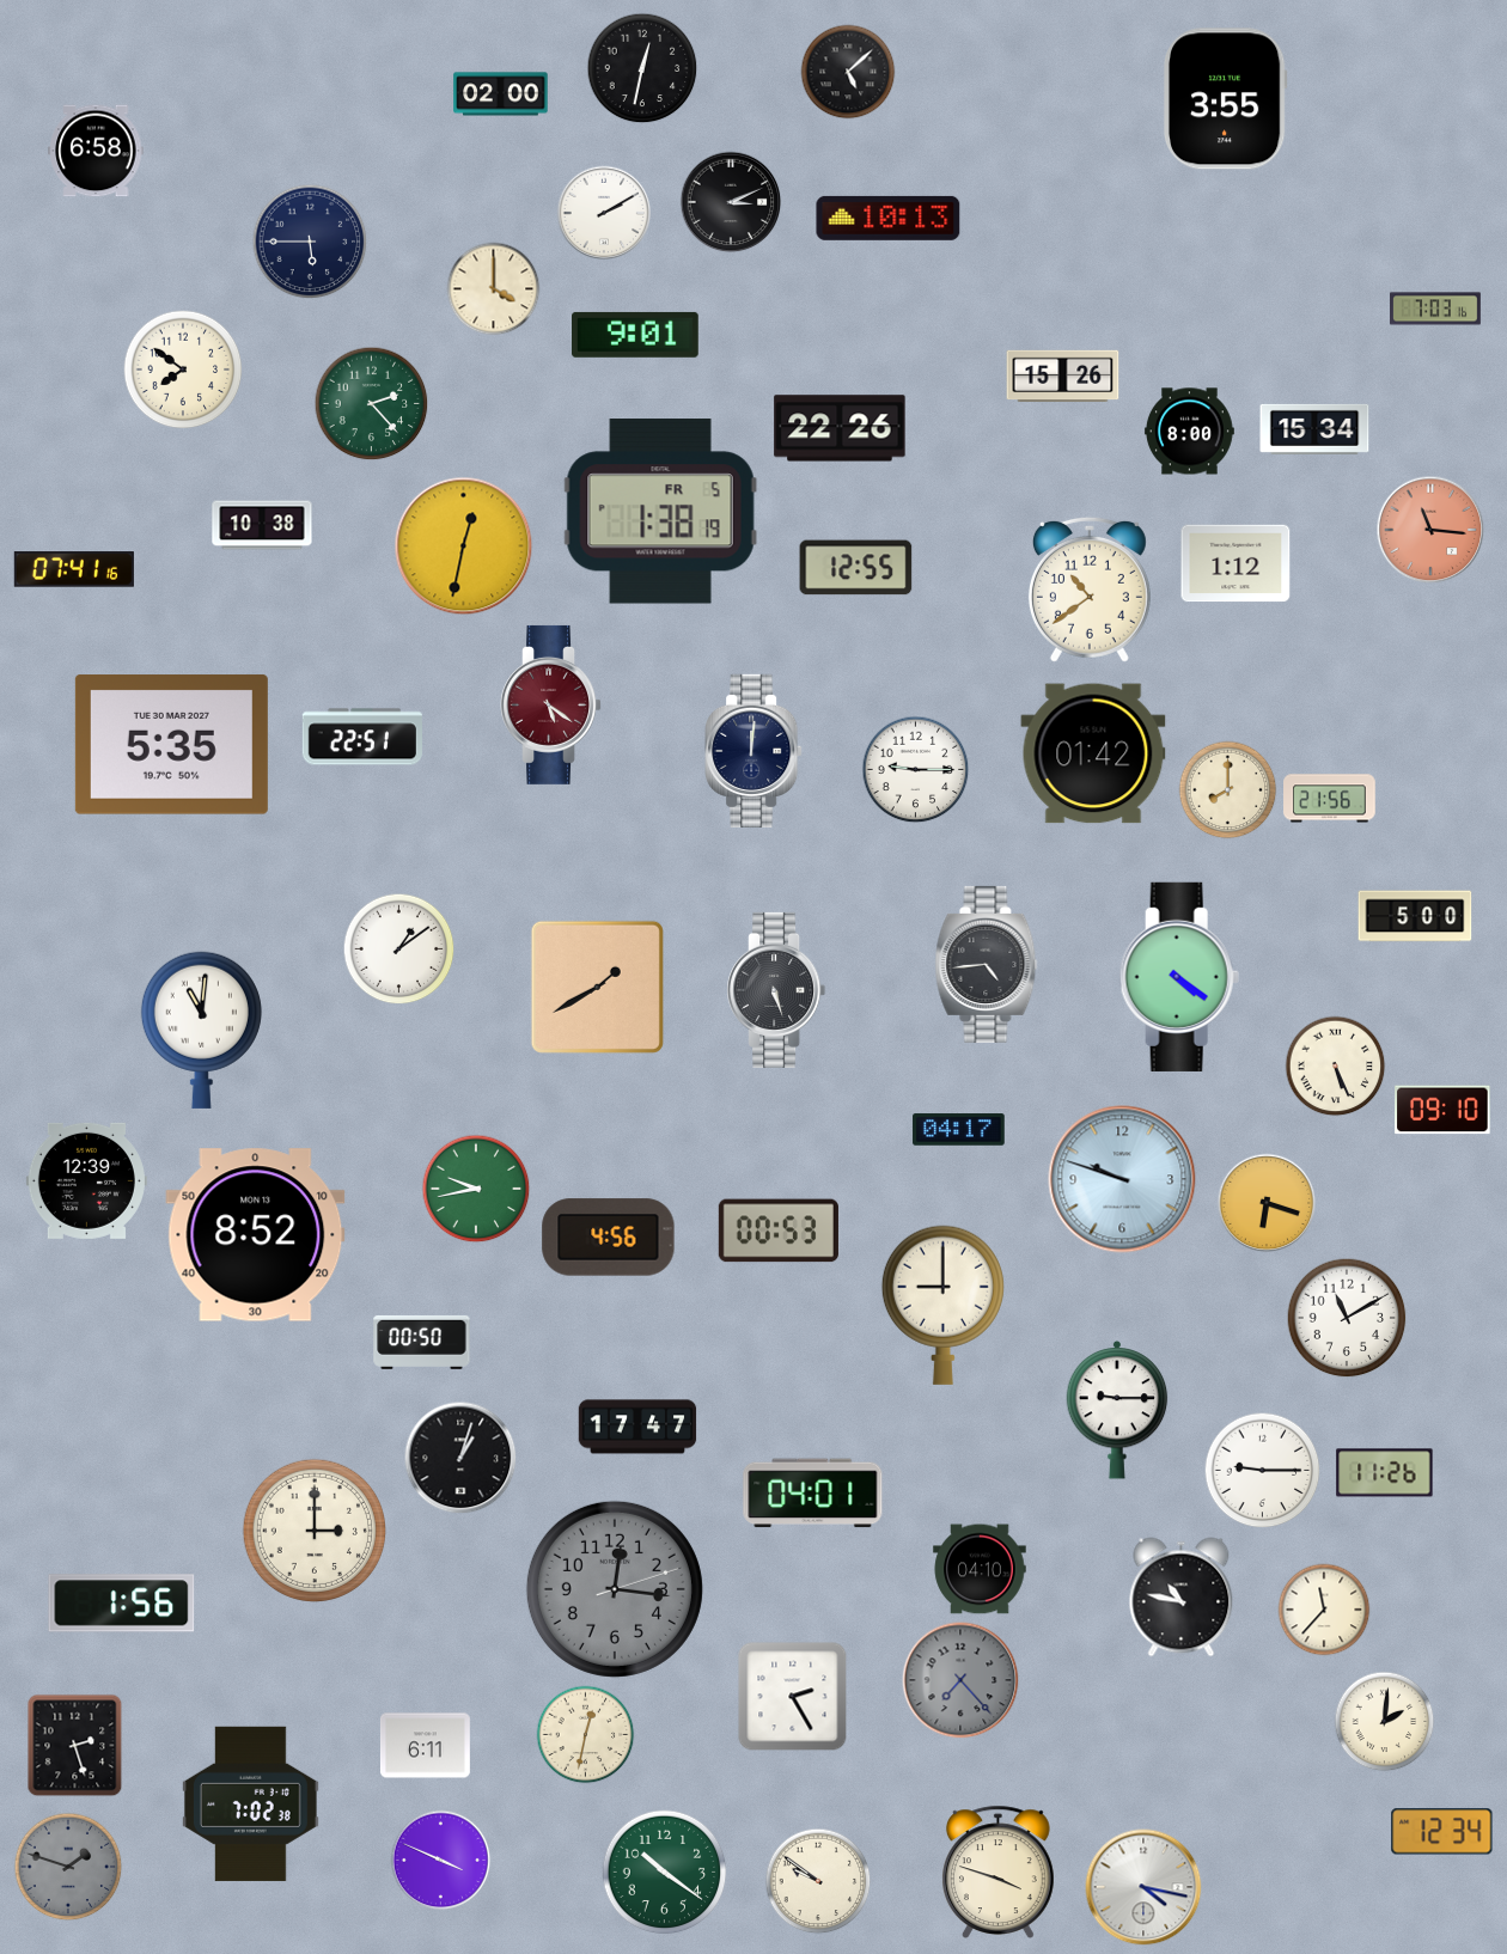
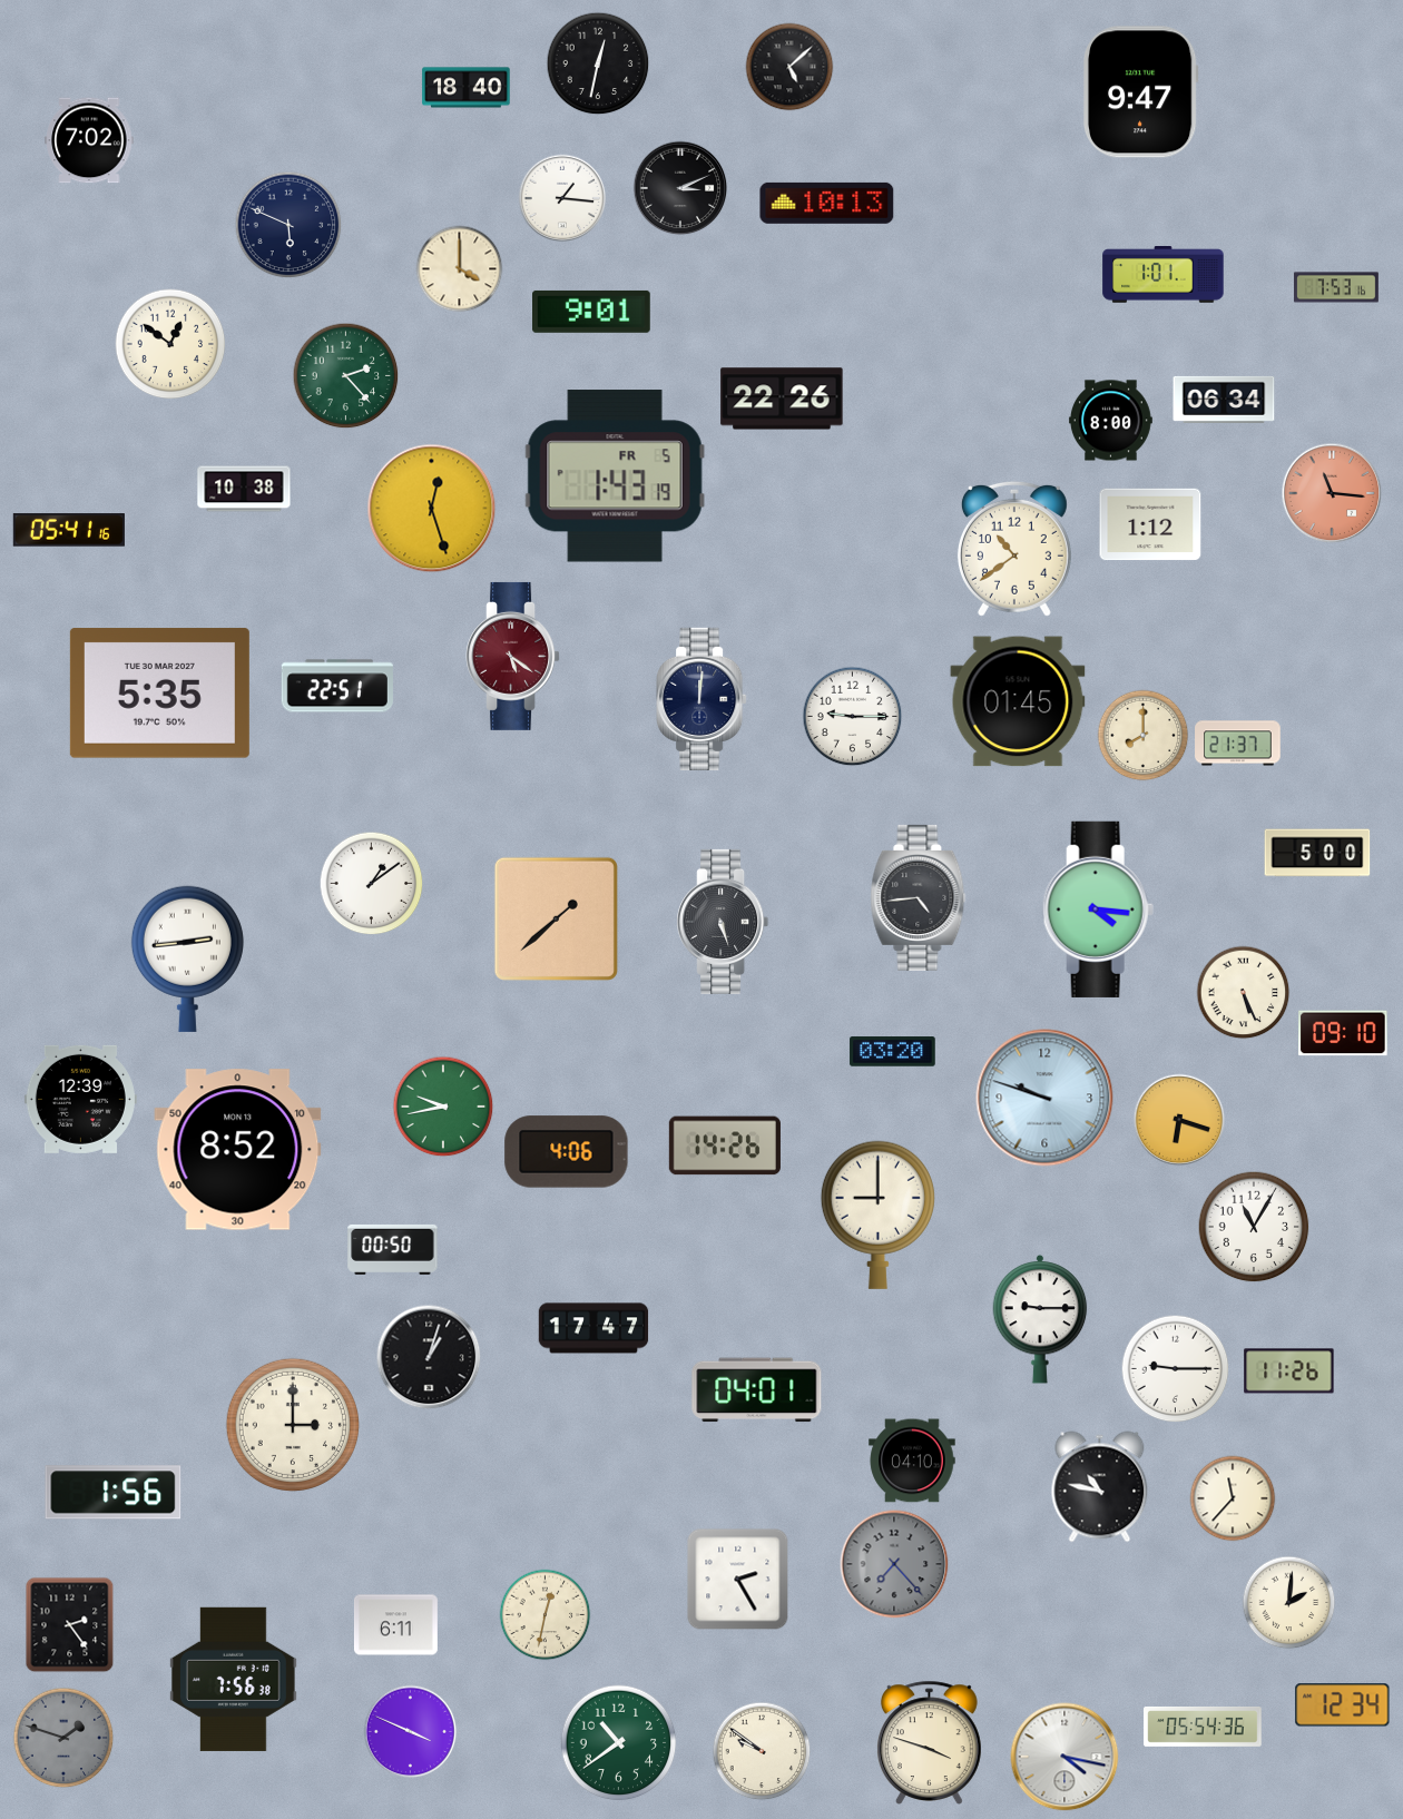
clock at (501, 94): 02:00 -> 18:40
clock at (1225, 99): 3:55 -> 9:47
clock at (96, 151): 6:58 -> 7:02
clock at (604, 213): 2:10 -> 1:16
clock at (310, 242): 5:45 -> 5:49
clock at (1164, 275): none -> 1:01
clock at (1435, 309): 7:03 -> 7:53
clock at (183, 370): 7:51 -> 12:51
clock at (1063, 377): 15:26 -> none
clock at (1314, 429): 15:34 -> 06:34
clock at (1189, 432) position: (1189, 432) -> (1110, 421)
clock at (660, 512): 1:38 -> 1:43
clock at (464, 546): 12:32 -> 12:27
clock at (856, 568): 12:55 -> none
clock at (74, 569): 07:41 -> 05:41
clock at (1093, 753): 01:42 -> 01:45
clock at (1330, 799): 21:56 -> 21:37
clock at (1179, 977): 4:21 -> 4:16
clock at (597, 987): 1:40 -> 1:38
clock at (201, 1030): 11:01 -> 2:44
clock at (959, 1130): 04:17 -> 03:20
clock at (779, 1231): 00:53 -> 14:26
clock at (609, 1238): 4:56 -> 4:06
clock at (1347, 1318): 11:10 -> 11:05
clock at (1117, 1410) position: (1117, 1410) -> (1040, 1319)
clock at (615, 1589): 12:16 -> none
clock at (75, 1746): 2:27 -> 2:24
clock at (250, 1803): 7:02 -> 7:56
clock at (1203, 1727): none -> 05:54
clock at (665, 1873): 10:21 -> 10:39
